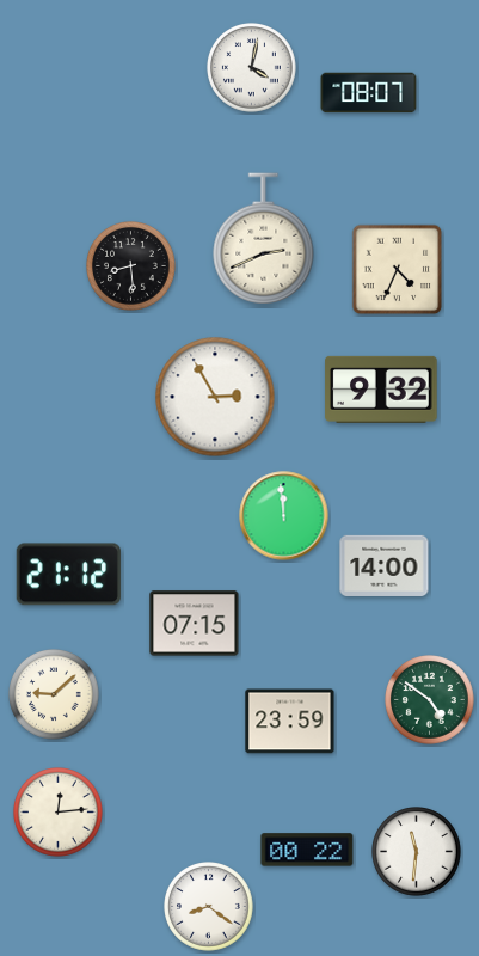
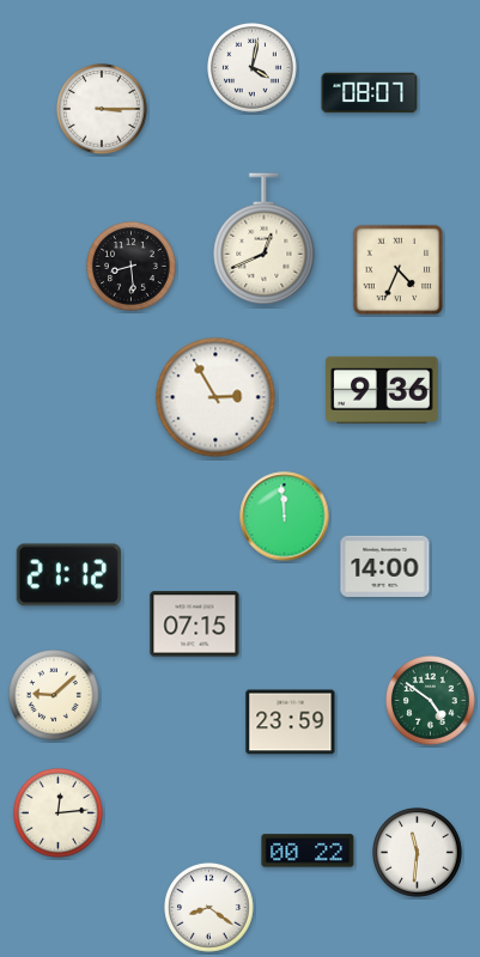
clock at (103, 110): none -> 3:15
clock at (264, 239): 2:41 -> 12:41
clock at (381, 390): 9:32 -> 9:36
